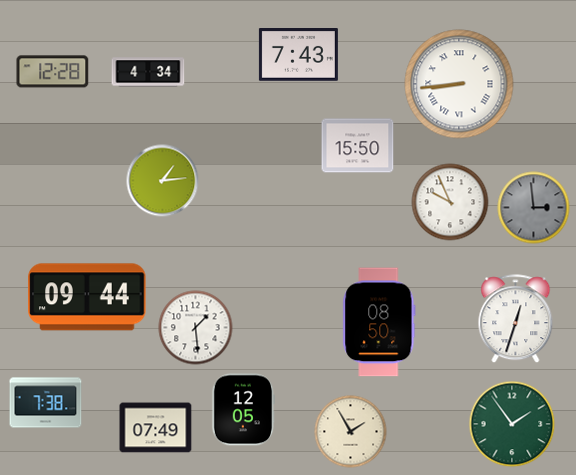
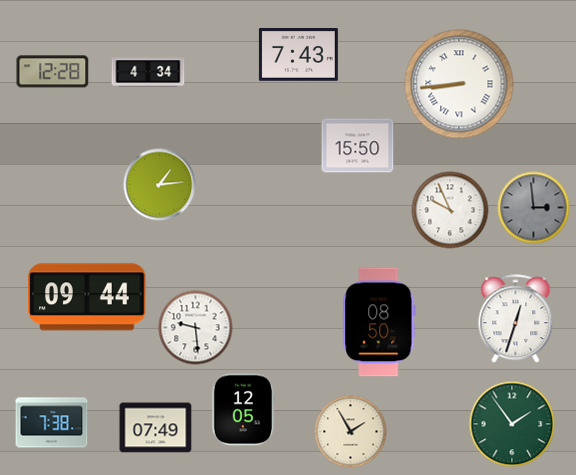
clock at (163, 181) position: (163, 181) -> (160, 185)
clock at (450, 202) position: (450, 202) -> (450, 210)
clock at (196, 328): 1:29 -> 9:29
clock at (46, 403) position: (46, 403) -> (52, 423)
